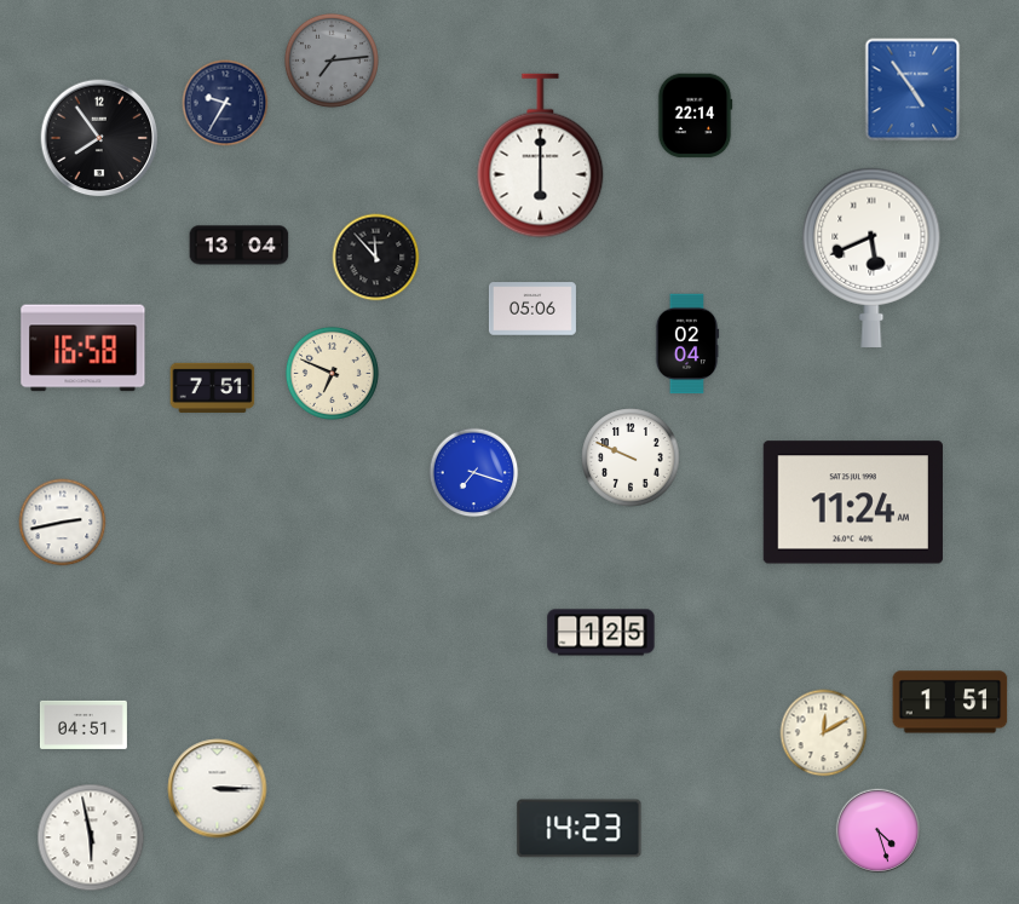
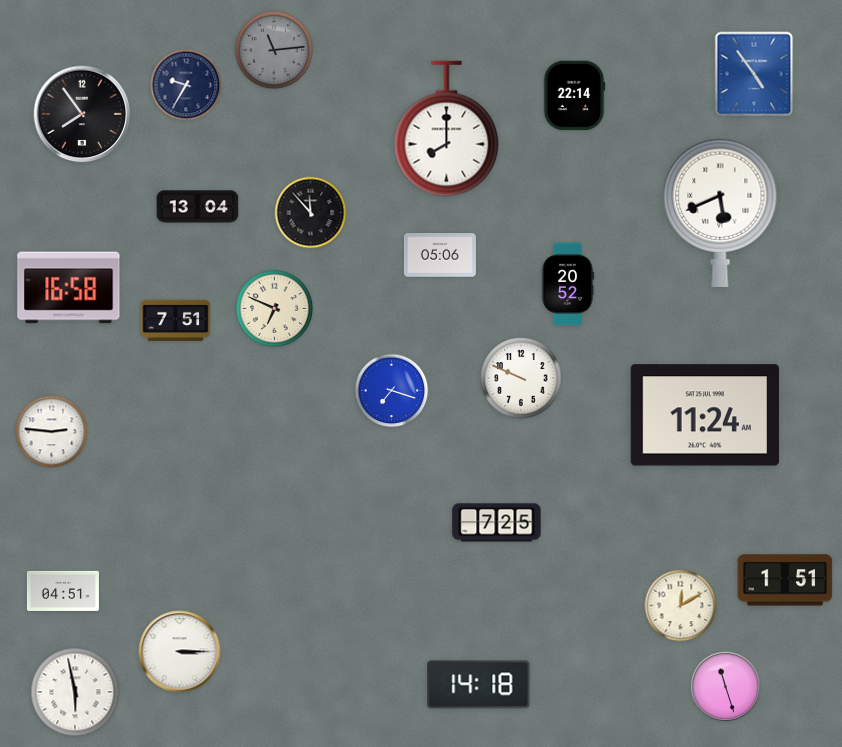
clock at (332, 61): 7:14 -> 11:14
clock at (541, 156): 6:00 -> 8:00
clock at (240, 246) position: (240, 246) -> (198, 207)
clock at (687, 344): 02:04 -> 20:52
clock at (63, 523): 2:43 -> 2:46
clock at (601, 633): 1:25 -> 7:25
clock at (84, 725) position: (84, 725) -> (63, 591)
clock at (580, 829): 14:23 -> 14:18
clock at (879, 831): 4:27 -> 11:27
